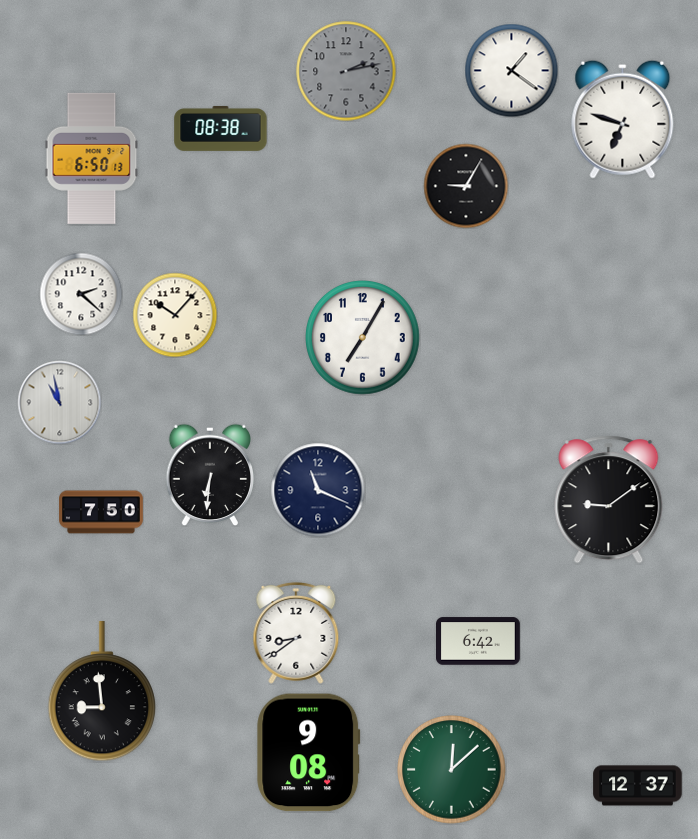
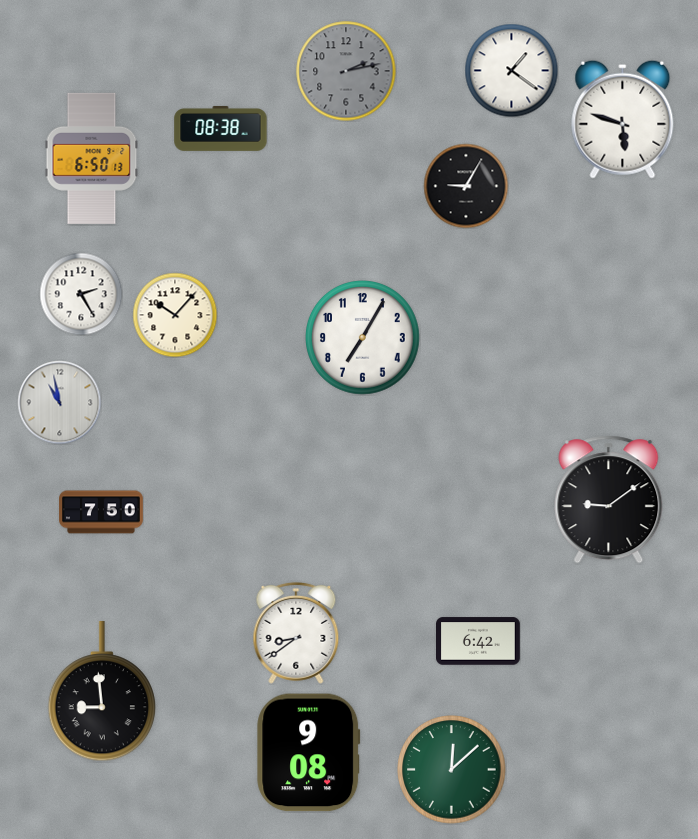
clock at (623, 119): 6:48 -> 5:48
clock at (81, 294): 2:22 -> 2:25
clock at (210, 475): 6:31 -> none
clock at (318, 490): 11:19 -> none
clock at (638, 786): 12:37 -> none
